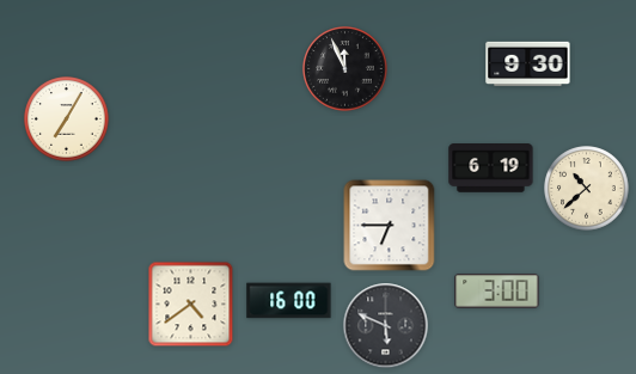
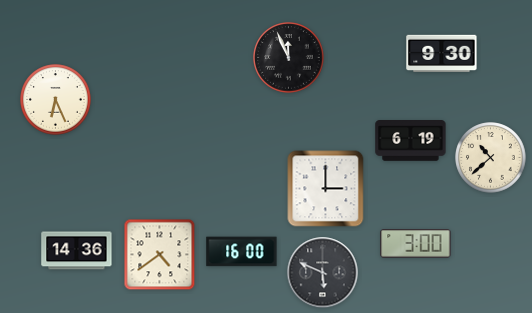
clock at (67, 119): 7:05 -> 6:26
clock at (390, 226): 6:45 -> 3:00
clock at (77, 251): none -> 14:36
